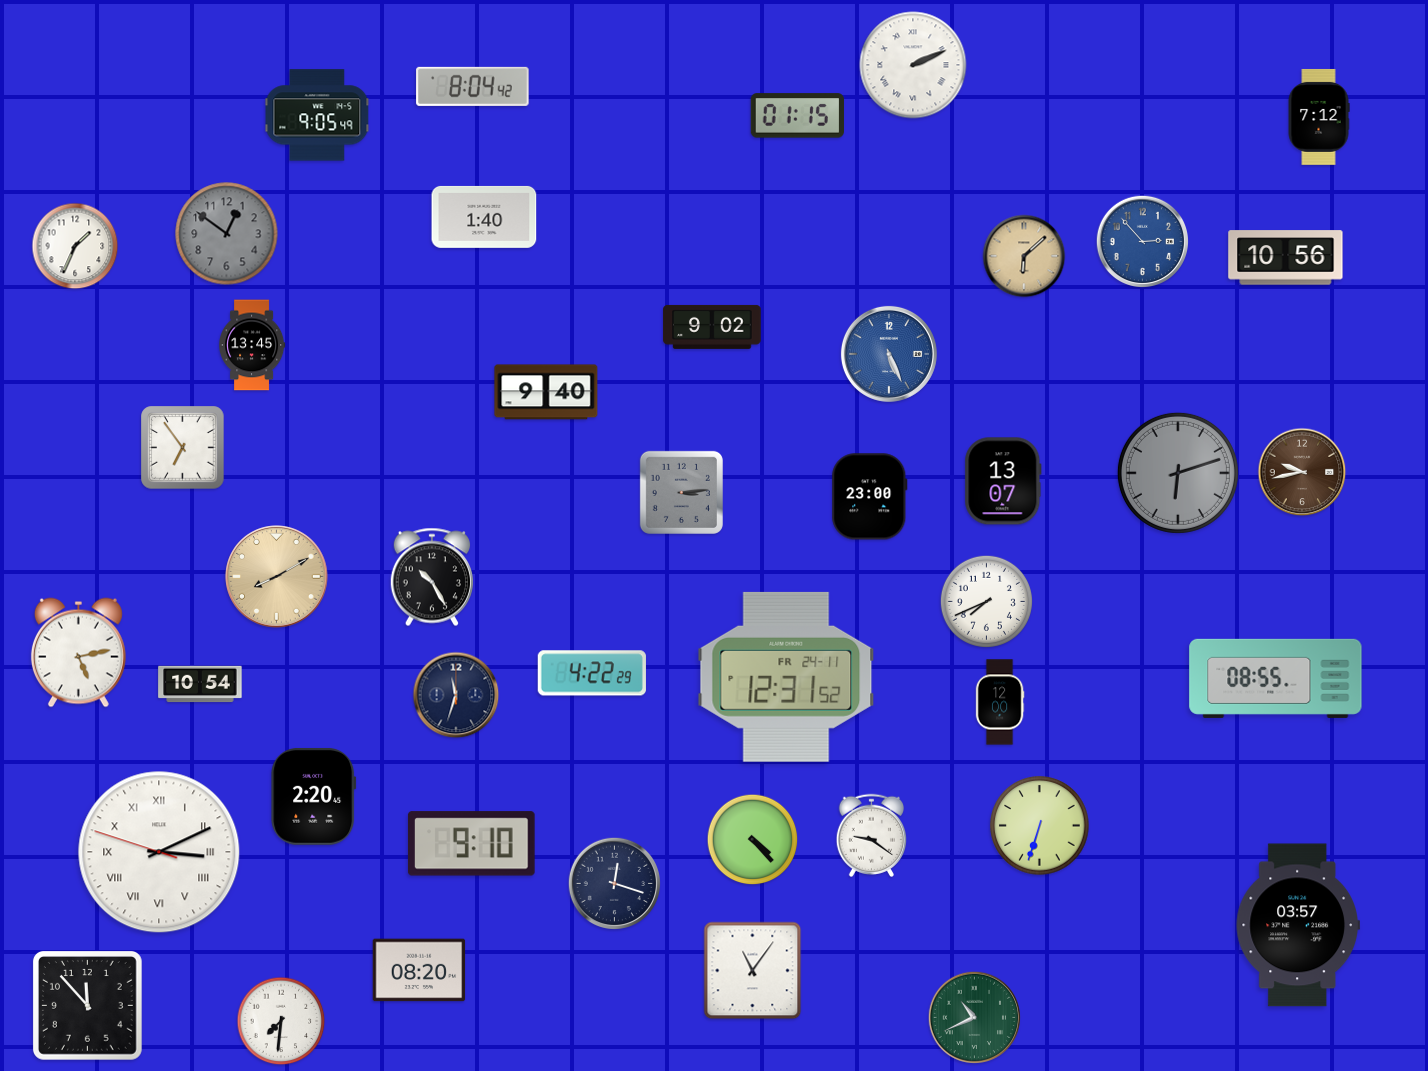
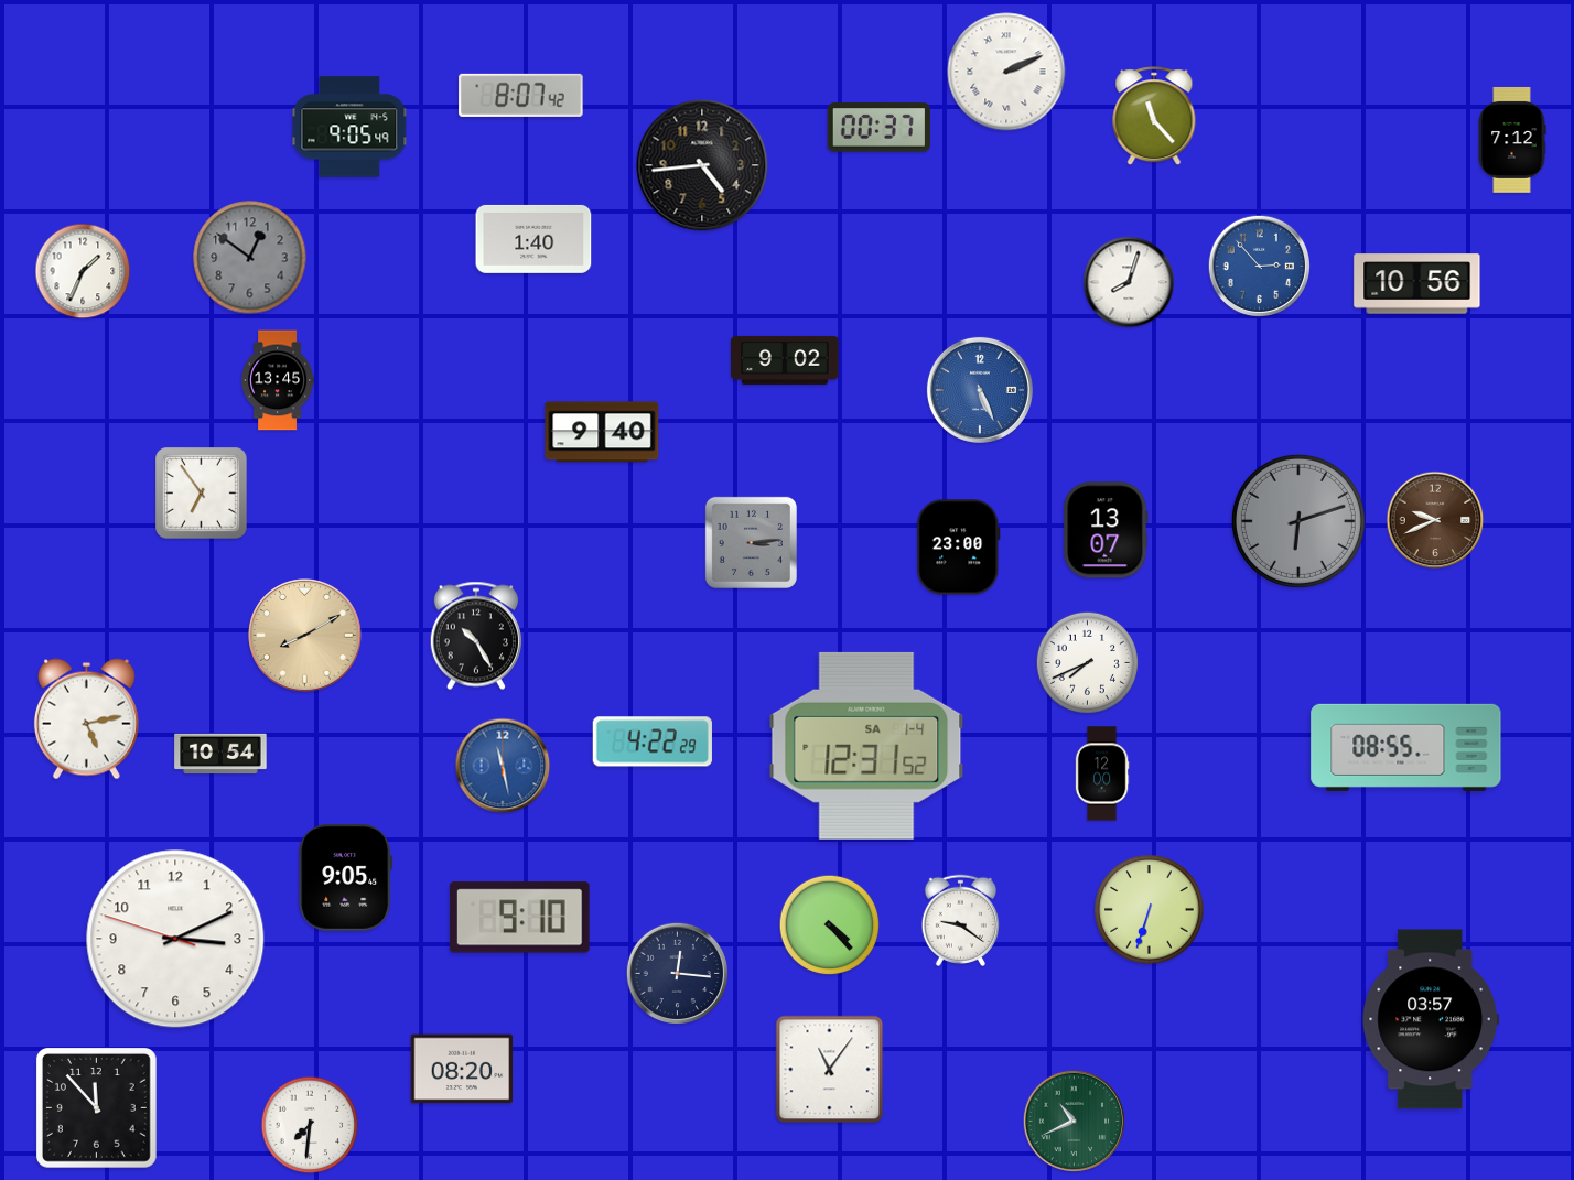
clock at (473, 86): 8:04 -> 8:07
clock at (1154, 117): none -> 11:23
clock at (797, 116): 01:15 -> 00:37
clock at (1319, 117) position: (1319, 117) -> (1512, 140)
clock at (702, 165): none -> 4:44
clock at (1024, 256): 6:08 -> 8:03
clock at (1024, 256) dial: champagne -> white
clock at (1302, 472): 9:43 -> 9:41
clock at (786, 677) date: FR 24-11 -> SA 1-4
clock at (456, 695): 11:33 -> 11:28
clock at (456, 695) dial: navy -> blue
clock at (314, 796): 2:20 -> 9:05
clock at (1040, 826) position: (1040, 826) -> (1150, 910)
clock at (472, 844) position: (472, 844) -> (520, 918)
clock at (159, 852) numerals: Roman -> Arabic
clock at (614, 883): 12:18 -> 12:16
